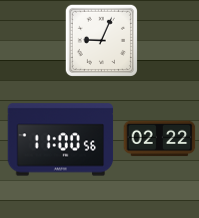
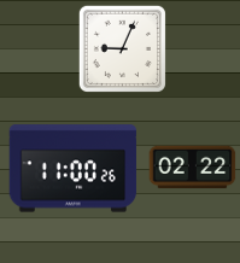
clock at (61, 140): 11:00:56 -> 11:00:26
